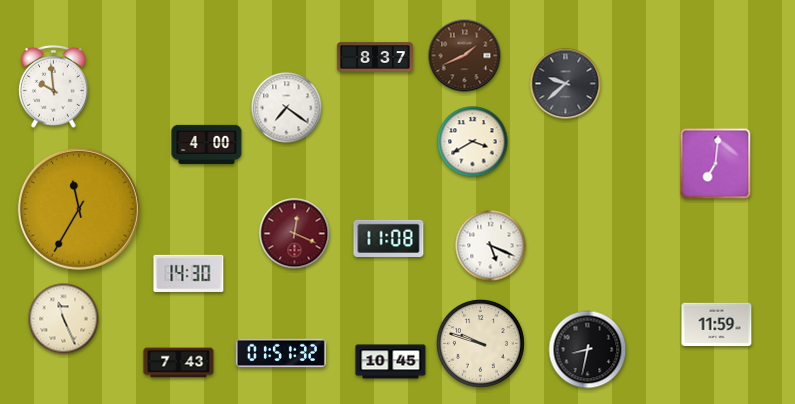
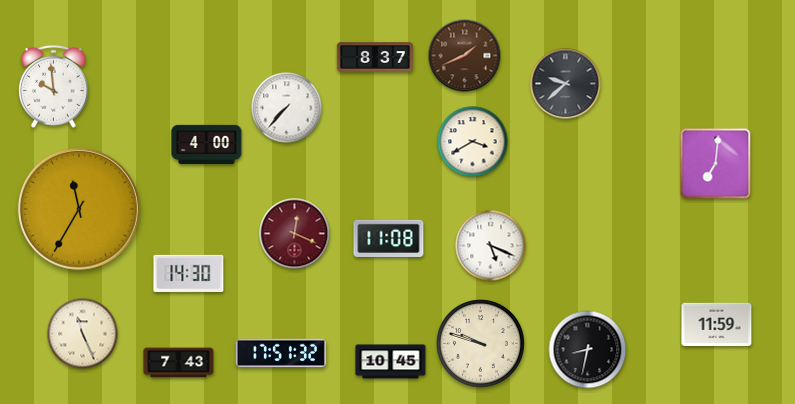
clock at (287, 108): 7:21 -> 7:37
clock at (64, 319) position: (64, 319) -> (83, 334)
clock at (281, 353): 01:51 -> 17:51
